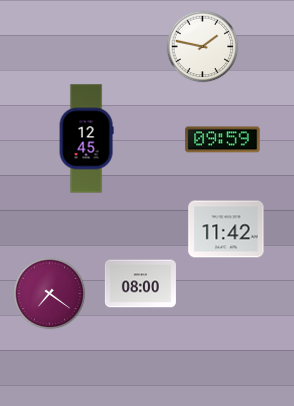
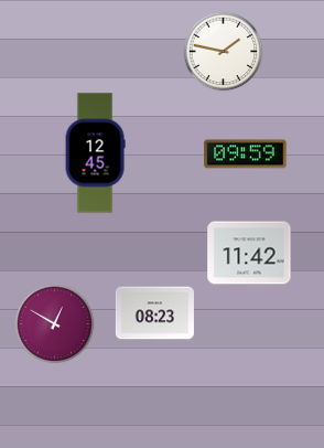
clock at (140, 284): 08:00 -> 08:23
clock at (50, 294): 7:21 -> 12:50
